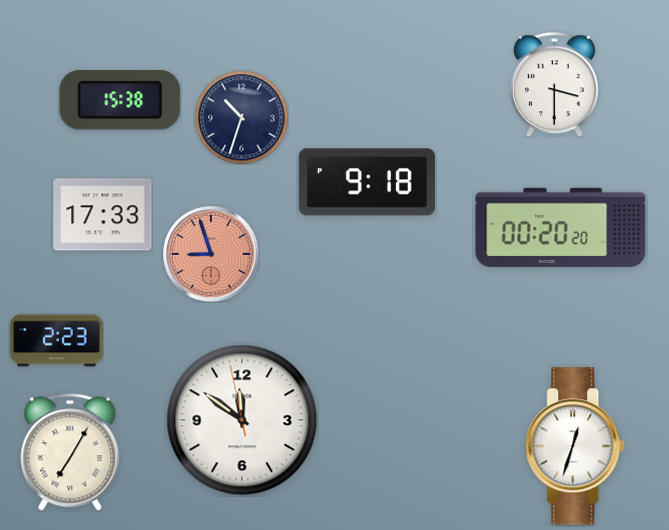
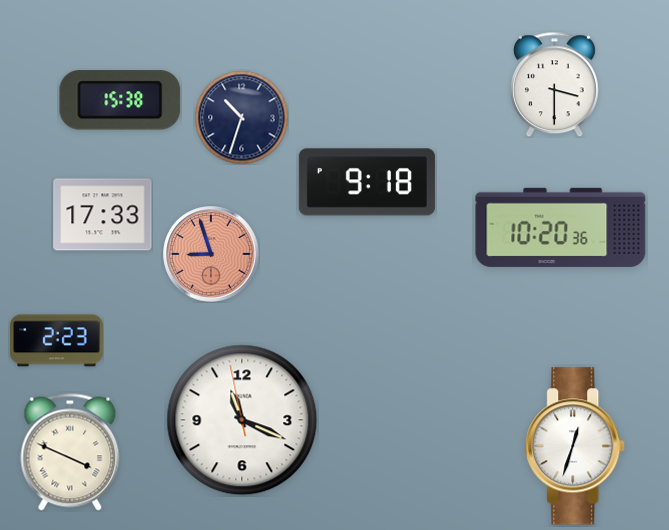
clock at (561, 227): 00:20 -> 10:20
clock at (242, 420): 11:50 -> 11:18
clock at (70, 452): 7:05 -> 3:49
